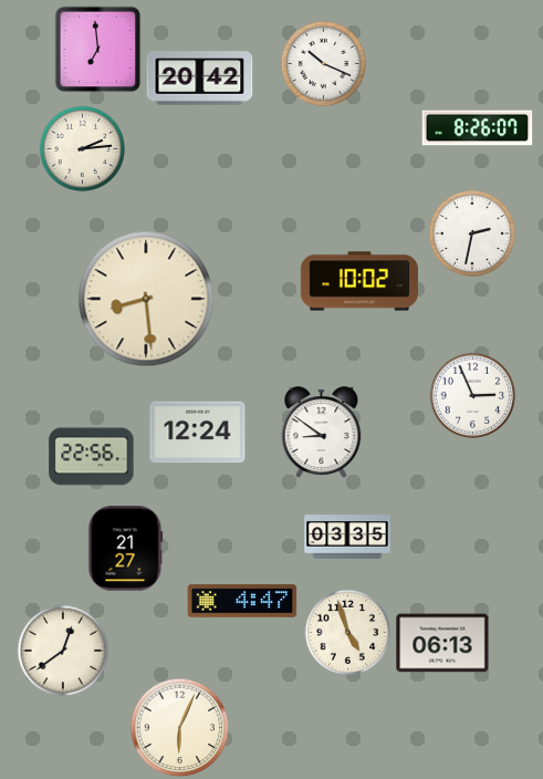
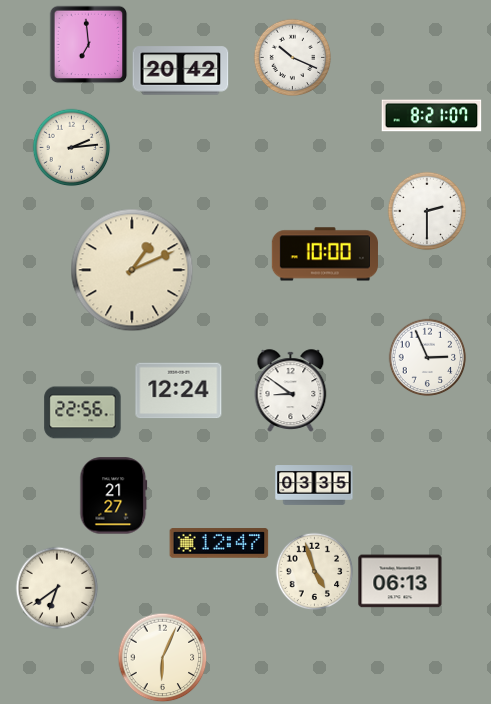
clock at (478, 128): 8:26 -> 8:21
clock at (82, 148) position: (82, 148) -> (71, 147)
clock at (472, 233): 2:32 -> 2:30
clock at (359, 281): 10:02 -> 10:00
clock at (146, 299): 8:29 -> 1:11
clock at (242, 601): 4:47 -> 12:47
clock at (63, 651): 12:39 -> 6:39
